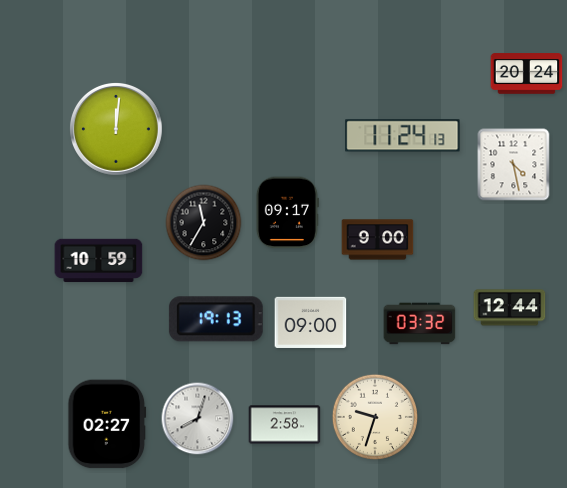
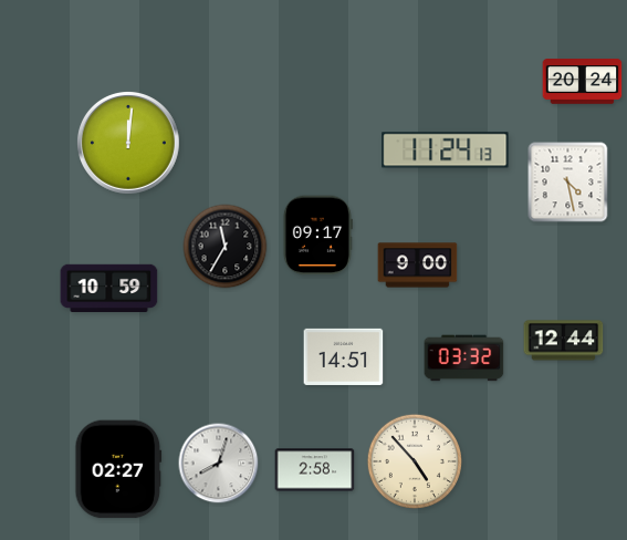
clock at (216, 319): 19:13 -> none
clock at (311, 322): 09:00 -> 14:51
clock at (374, 416): 9:33 -> 4:53
